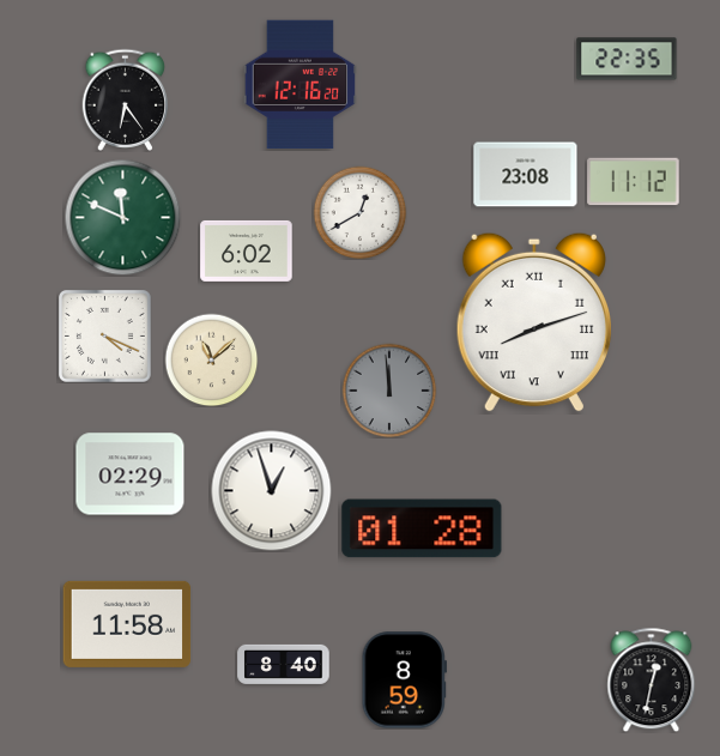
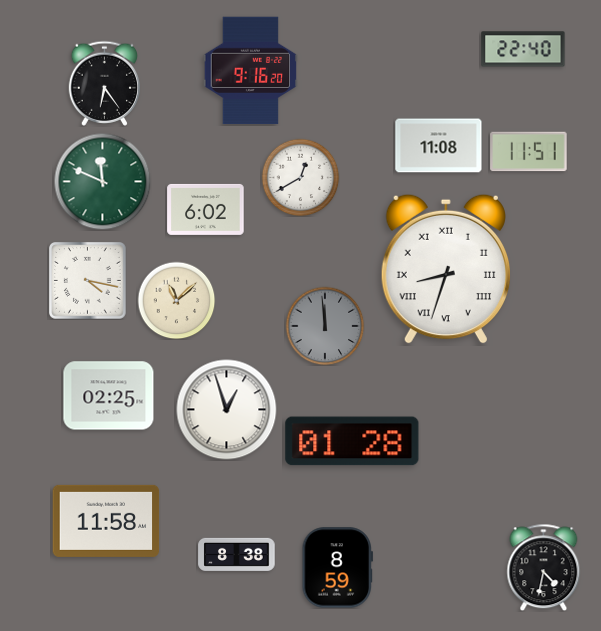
clock at (627, 59): 22:35 -> 22:40
clock at (301, 85): 12:16 -> 9:16
clock at (526, 175): 23:08 -> 11:08
clock at (634, 182): 11:12 -> 11:51
clock at (534, 322): 8:12 -> 8:33
clock at (105, 337): 4:19 -> 4:17
clock at (131, 474): 02:29 -> 02:25
clock at (284, 664): 8:40 -> 8:38
clock at (652, 679): 12:32 -> 4:32
